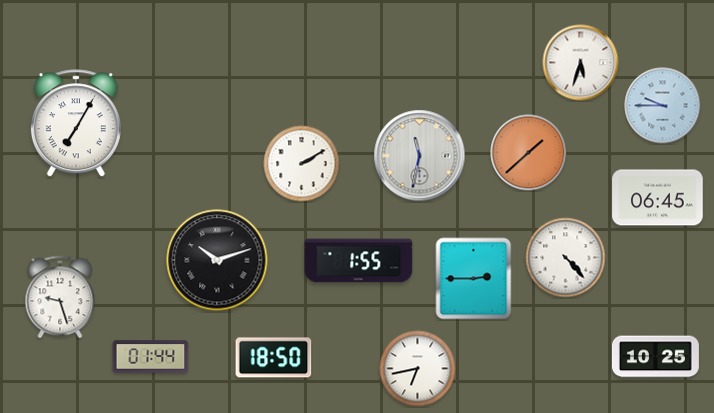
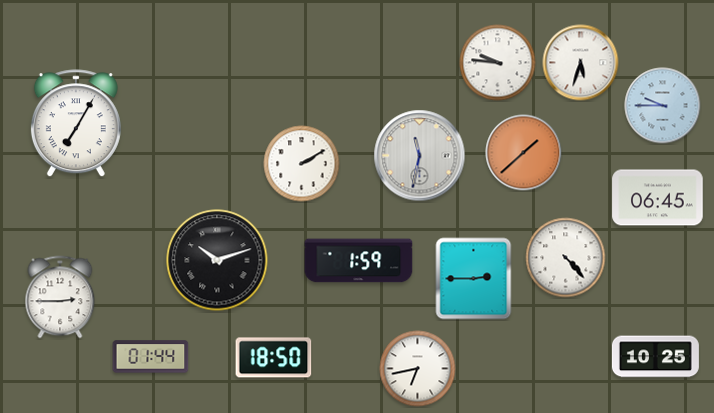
clock at (498, 63): none -> 9:46
clock at (529, 153) position: (529, 153) -> (524, 153)
clock at (359, 261): 1:55 -> 1:59
clock at (60, 297): 9:27 -> 2:45
